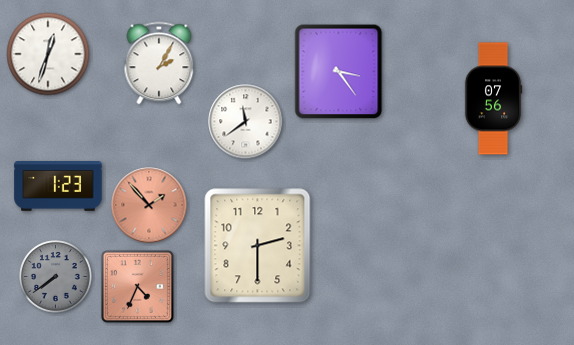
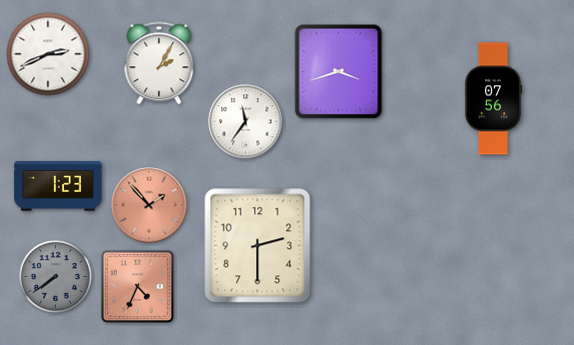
clock at (48, 54): 12:33 -> 2:41
clock at (339, 72): 3:24 -> 3:42
clock at (246, 122): 11:39 -> 11:36
